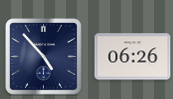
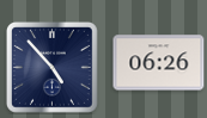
clock at (133, 57) position: (133, 57) -> (159, 63)
